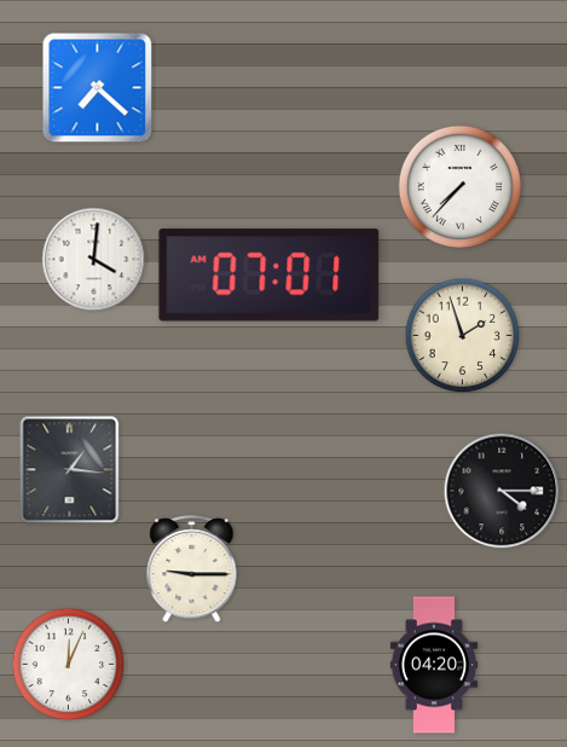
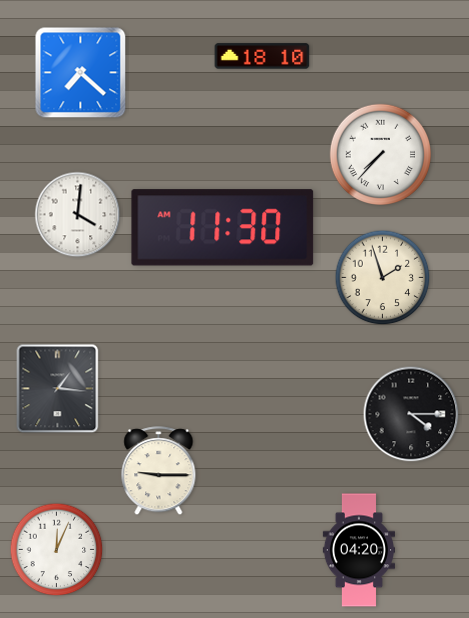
clock at (262, 56): none -> 18:10
clock at (270, 276): 07:01 -> 11:30
clock at (502, 491) position: (502, 491) -> (411, 414)
